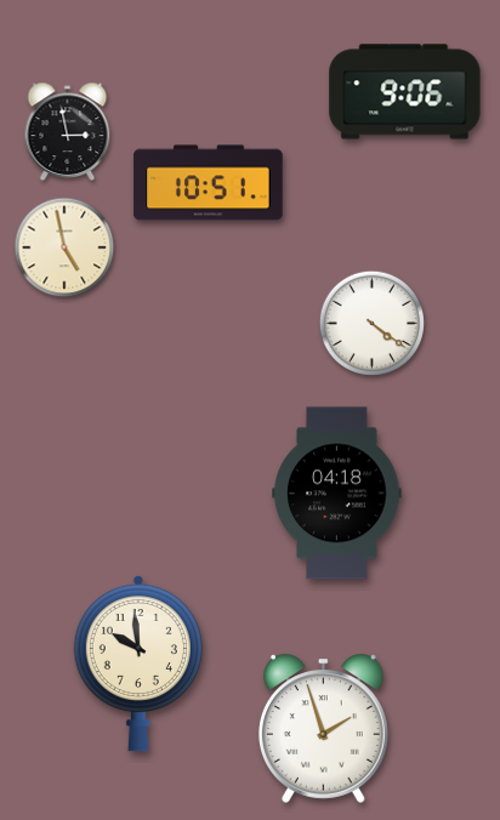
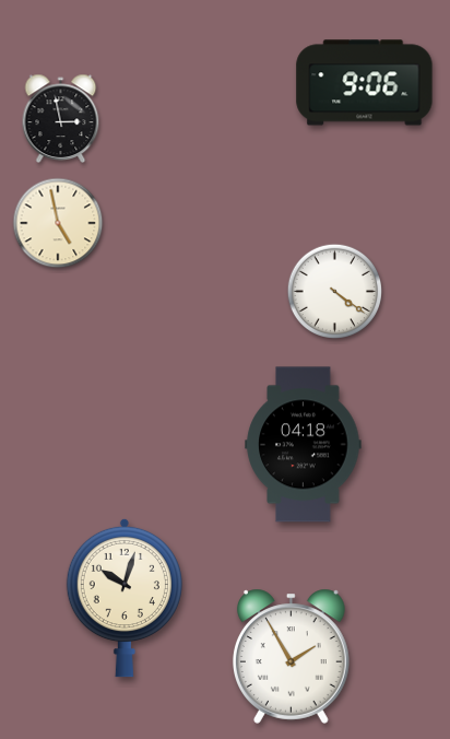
clock at (209, 183): 10:51 -> none
clock at (138, 664): 9:59 -> 10:03
clock at (323, 728): 1:57 -> 1:55
